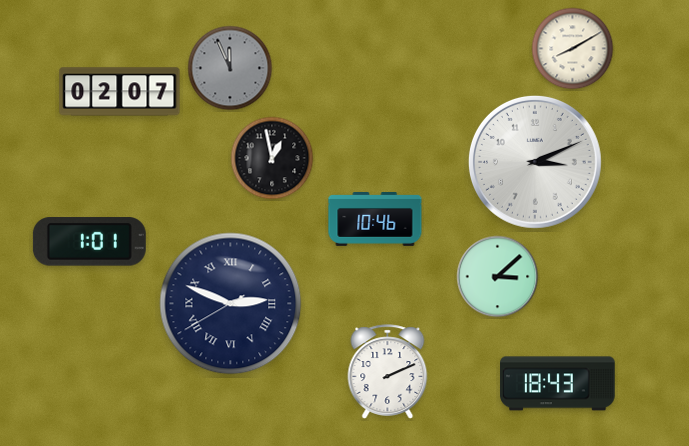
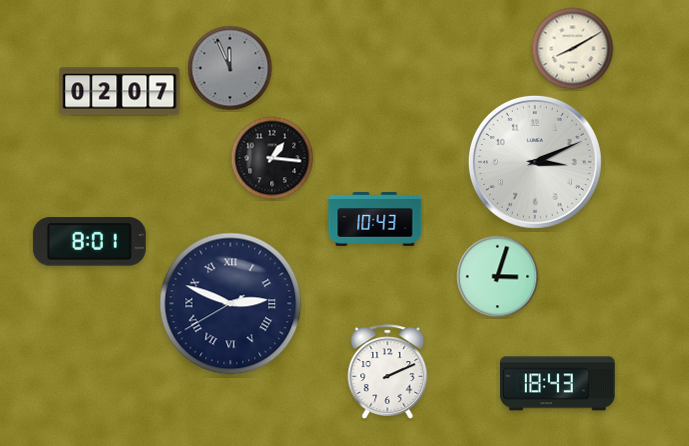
clock at (272, 158): 12:58 -> 1:16
clock at (375, 220): 10:46 -> 10:43
clock at (89, 242): 1:01 -> 8:01
clock at (498, 277): 3:08 -> 3:03
